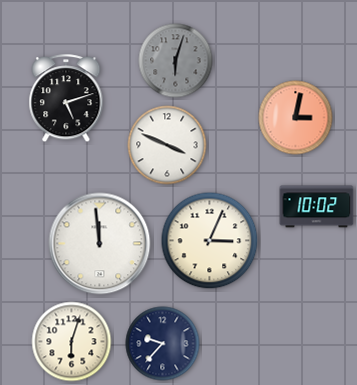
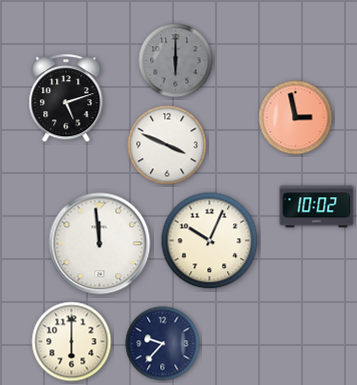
clock at (176, 61): 6:03 -> 6:00
clock at (296, 118): 3:02 -> 2:58
clock at (210, 241): 3:04 -> 10:04
clock at (72, 342): 6:03 -> 6:00
